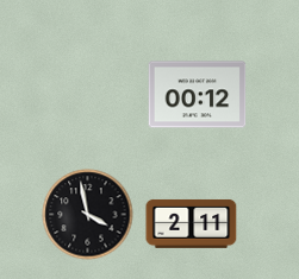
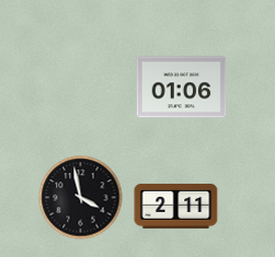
clock at (198, 95): 00:12 -> 01:06
